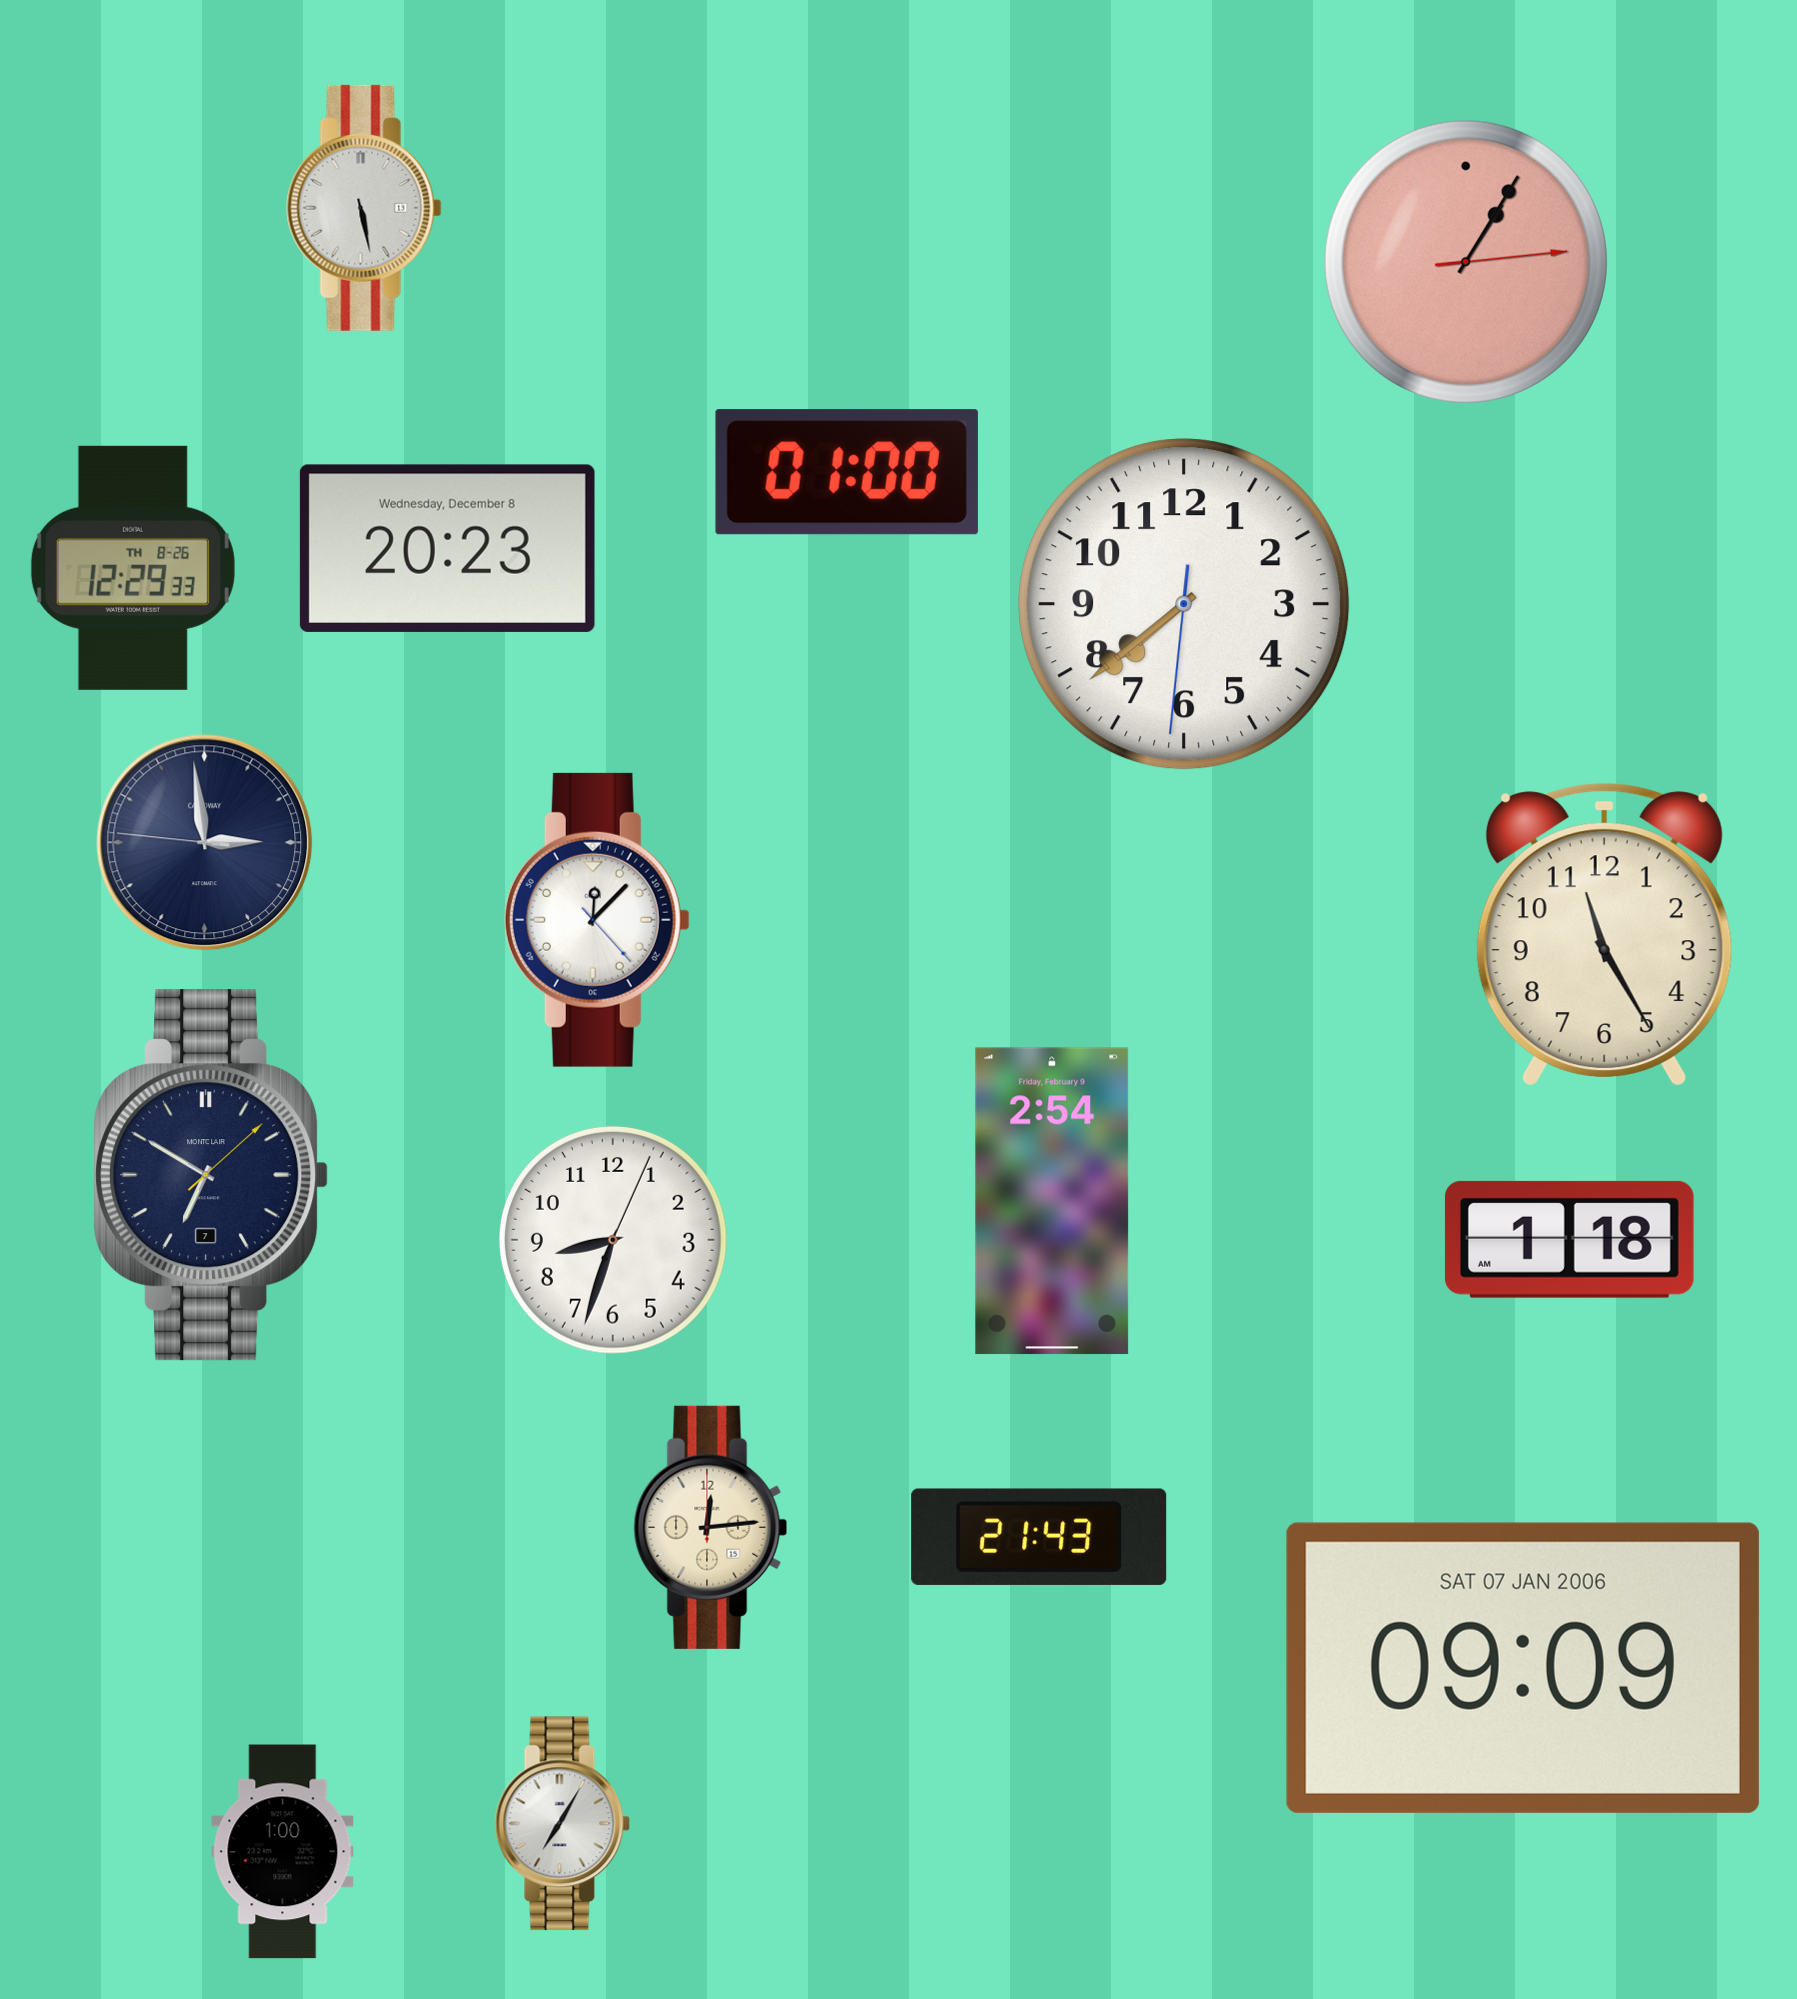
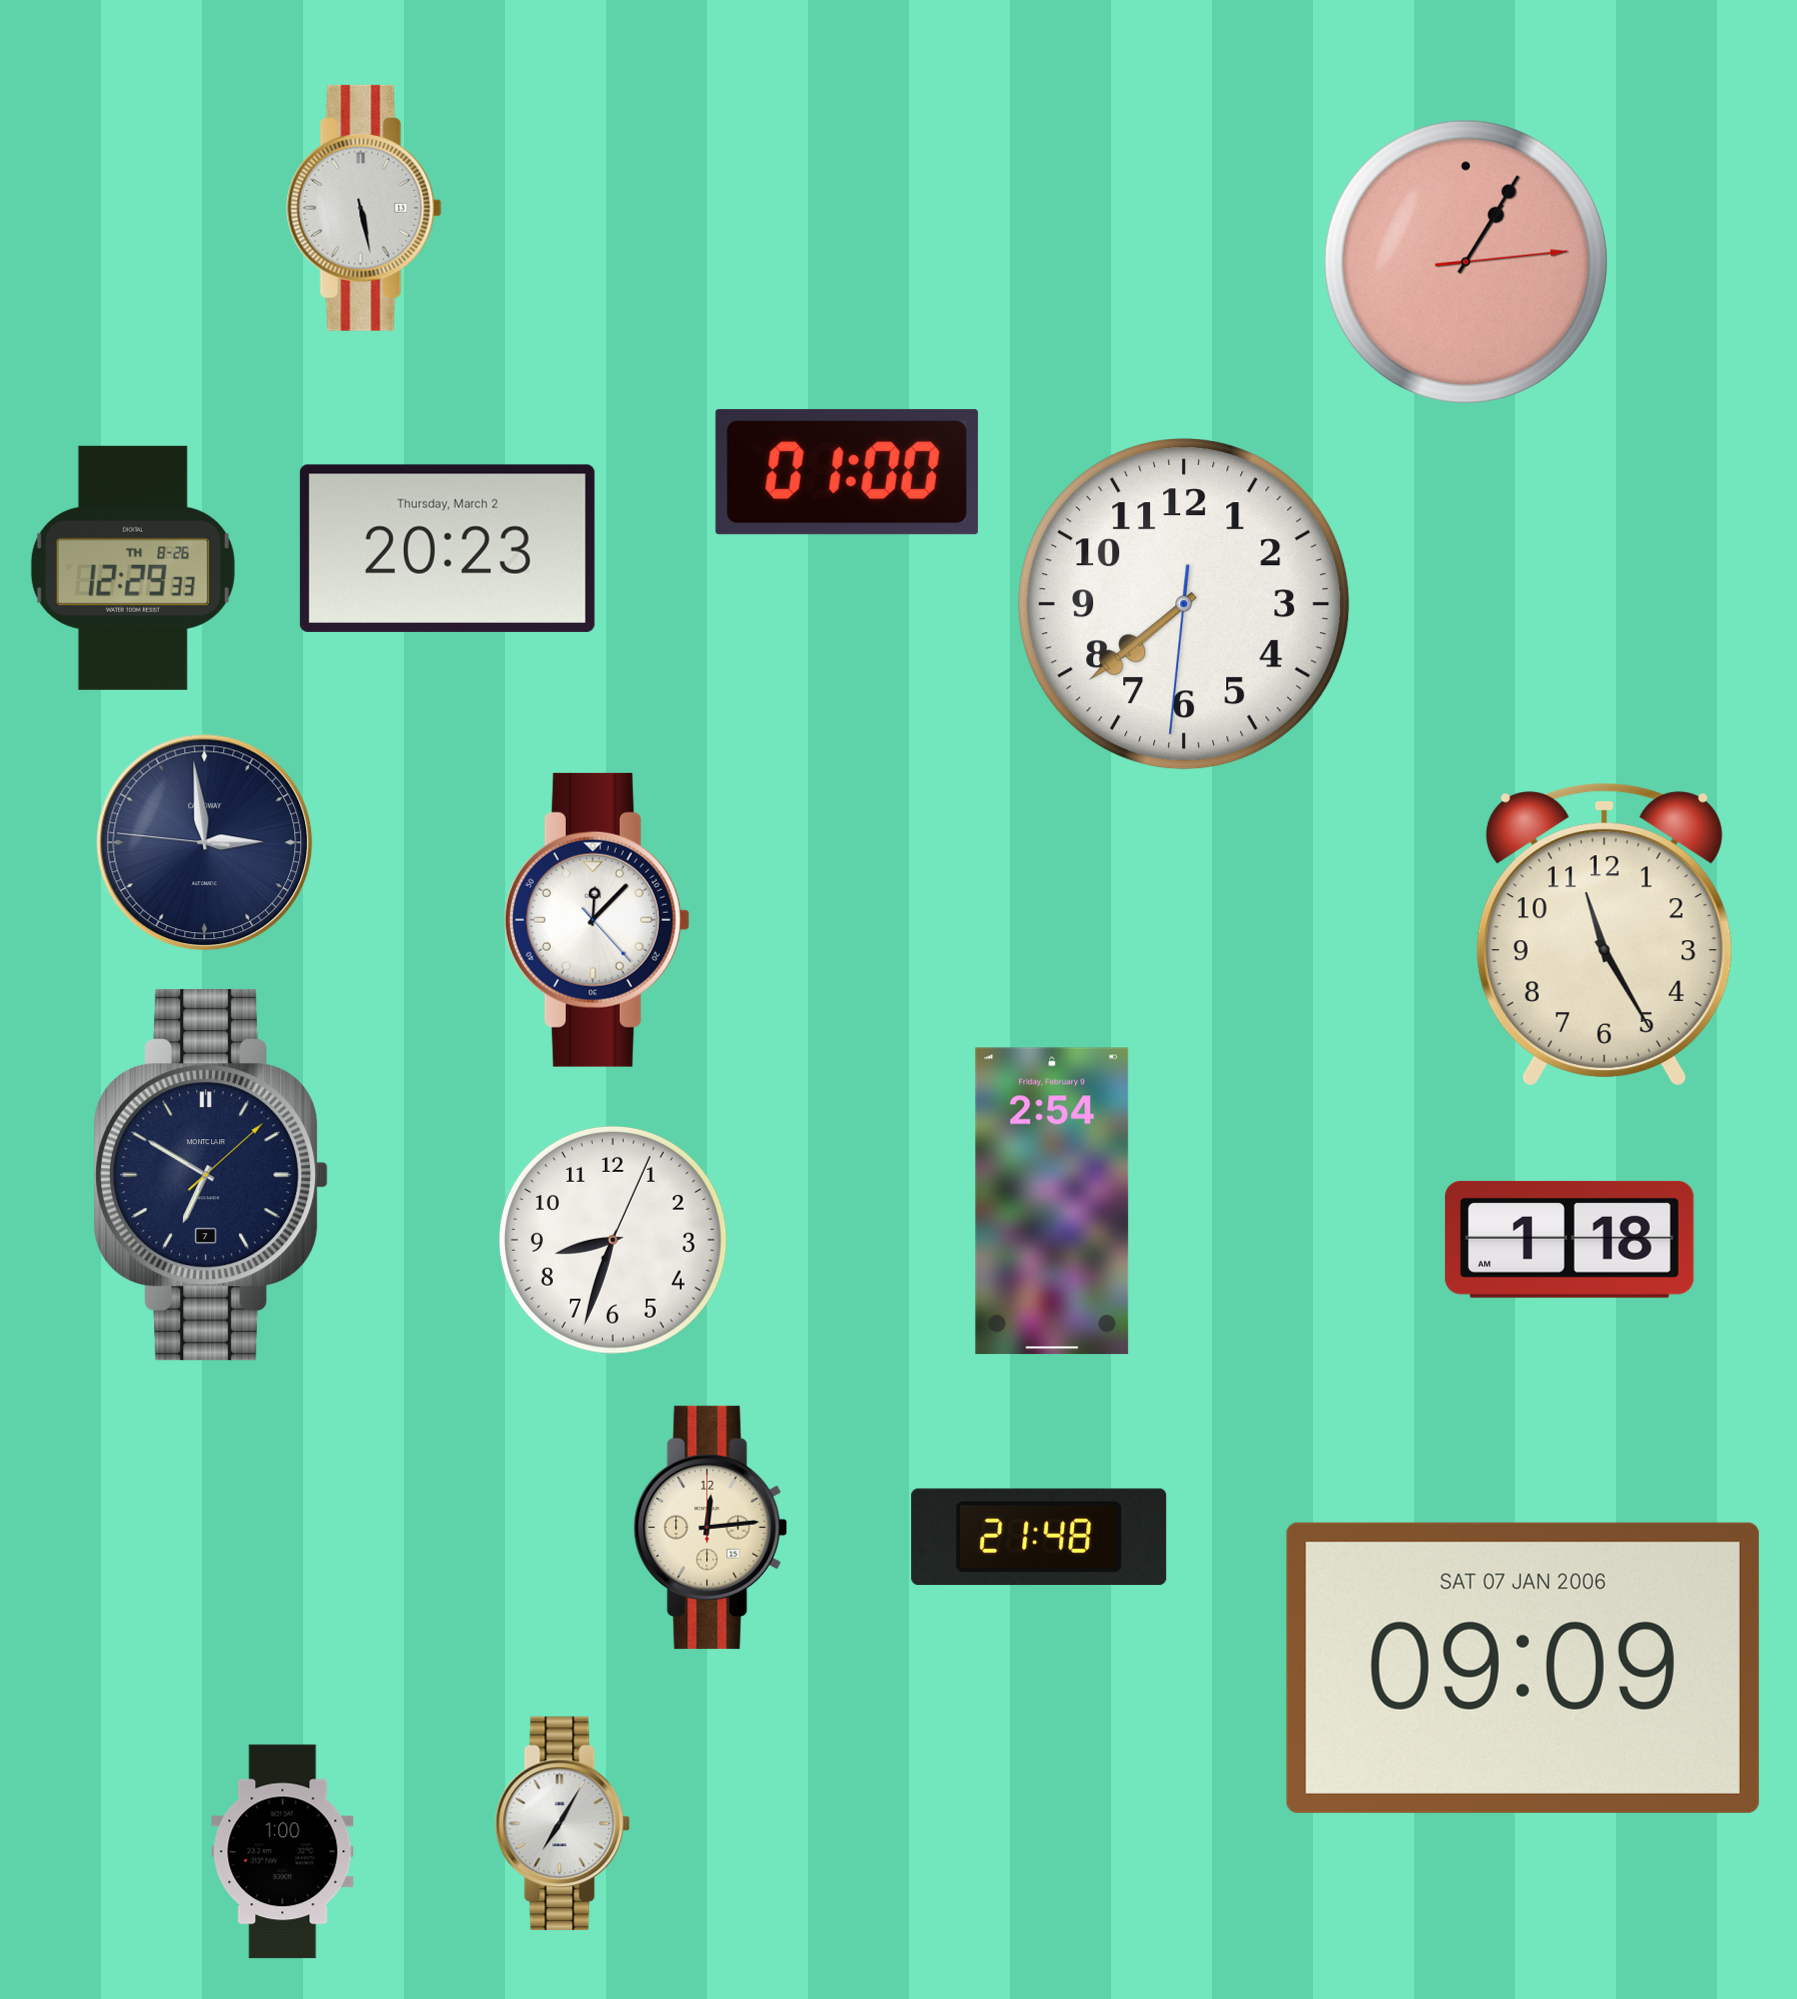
clock at (447, 548) date: Wednesday, December 8 -> Thursday, March 2
clock at (1039, 1537): 21:43 -> 21:48
